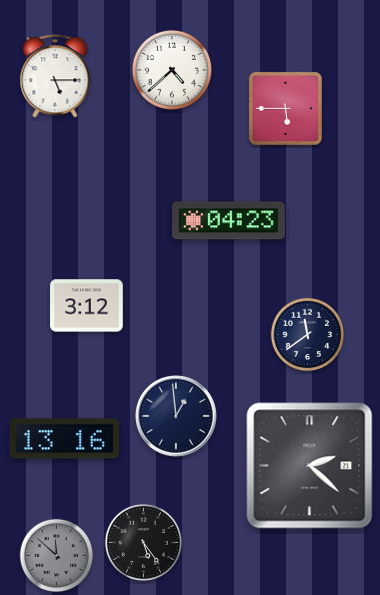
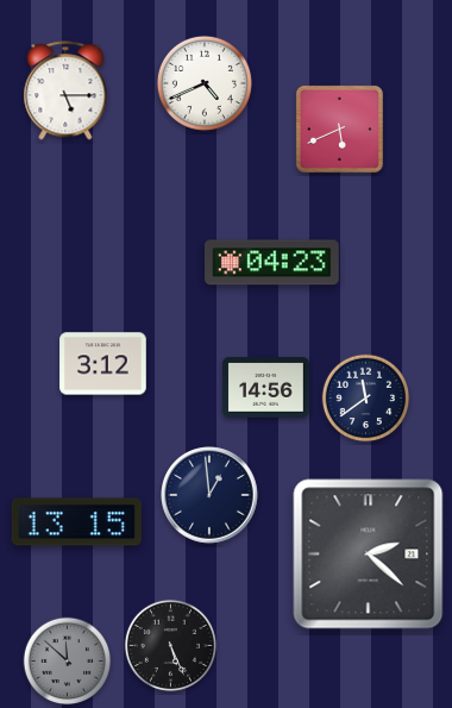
clock at (172, 70): 4:38 -> 4:41
clock at (285, 108): 5:45 -> 5:41
clock at (266, 388): none -> 14:56
clock at (64, 439): 13:16 -> 13:15
clock at (143, 542): 5:24 -> 5:26
